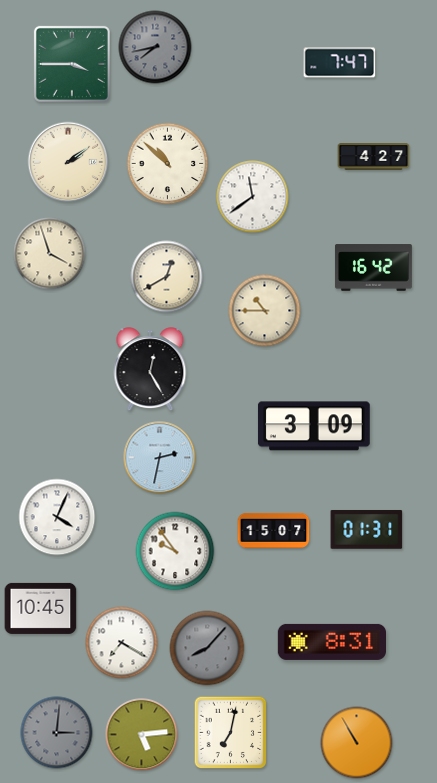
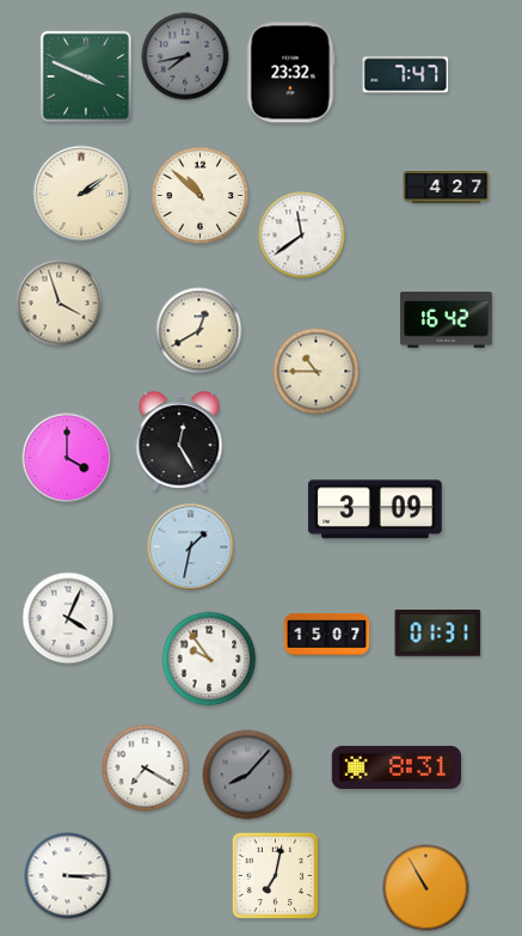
clock at (291, 73): none -> 23:32
clock at (72, 64): 3:45 -> 3:49
clock at (67, 458): none -> 4:00
clock at (160, 458): 2:32 -> 1:32
clock at (41, 608): 10:45 -> none
clock at (57, 733): 3:01 -> 3:15
clock at (57, 733) dial: grey -> white
clock at (142, 735): 5:14 -> none
